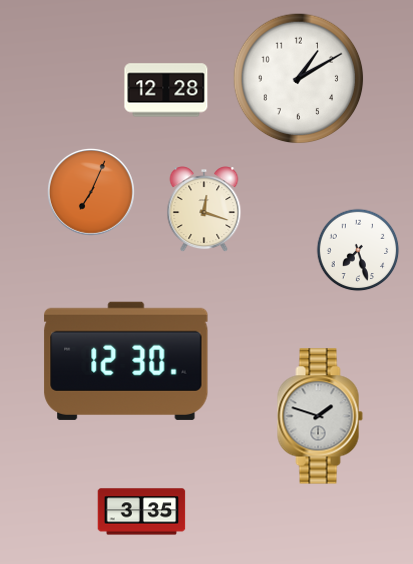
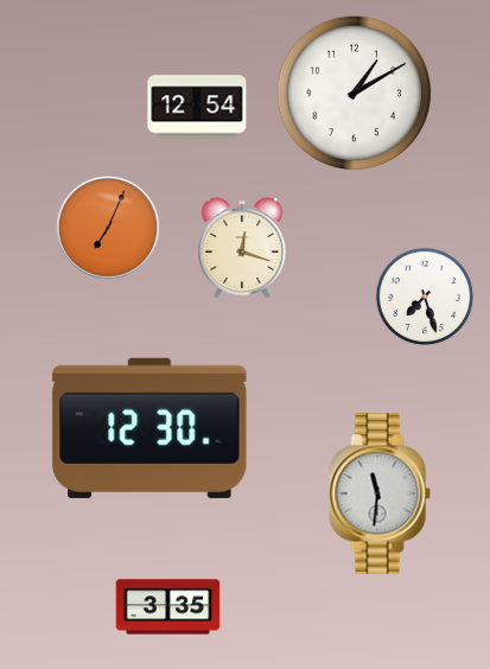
clock at (166, 90): 12:28 -> 12:54
clock at (320, 416): 1:48 -> 11:31
